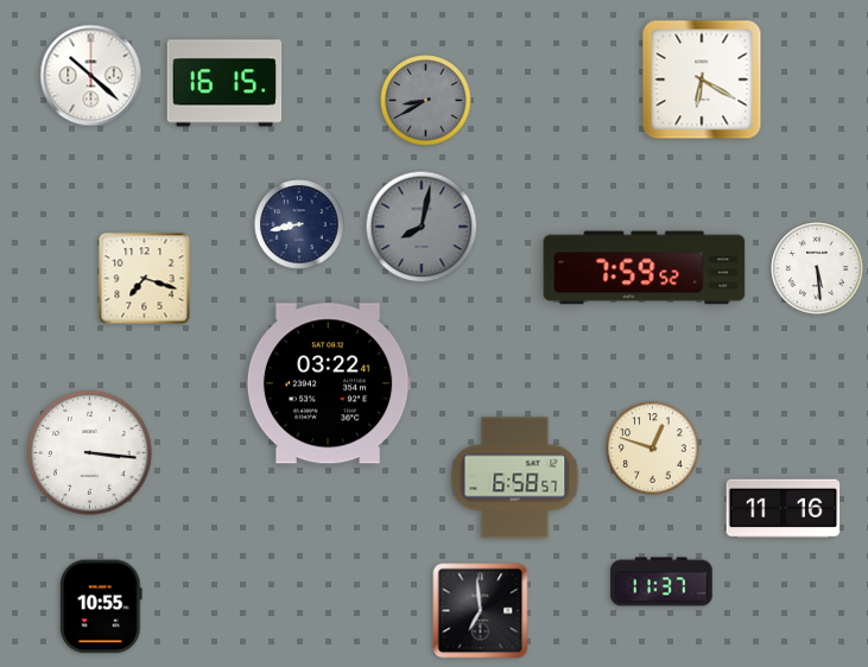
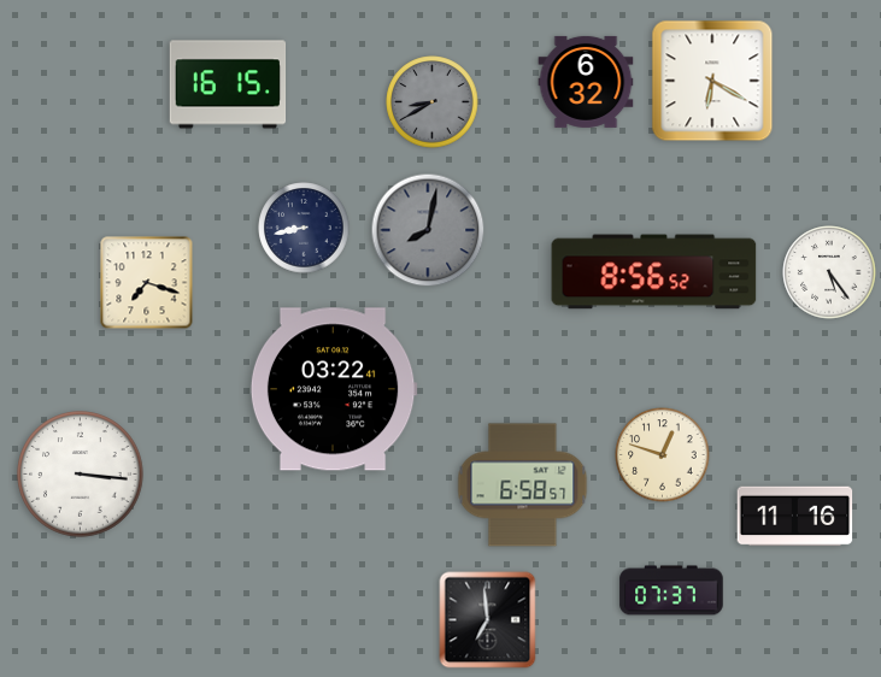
clock at (91, 76): 10:22 -> none
clock at (586, 82): none -> 6:32
clock at (645, 268): 7:59 -> 8:56
clock at (817, 268): 5:29 -> 5:24
clock at (90, 453) position: (90, 453) -> (81, 475)
clock at (661, 582): 11:37 -> 07:37
clock at (102, 606): 10:55 -> none
